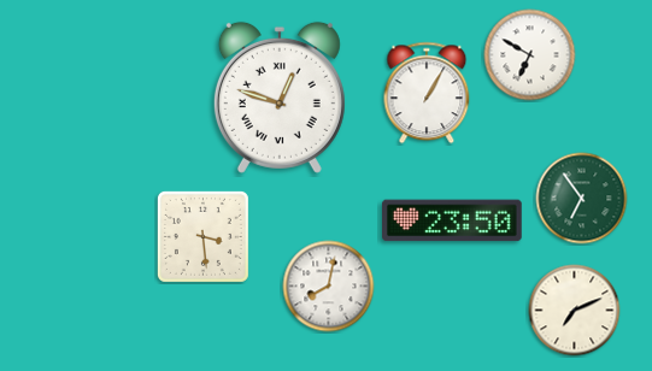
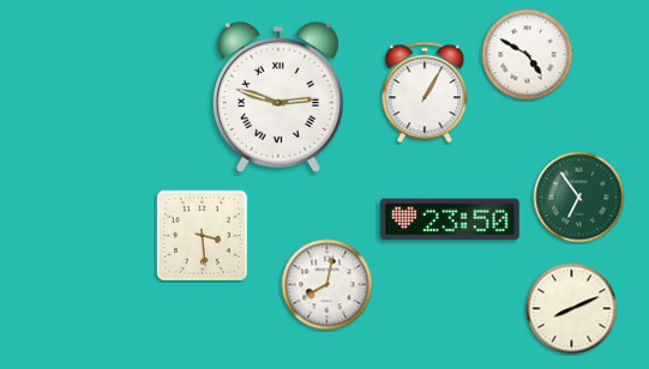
clock at (530, 55): 6:50 -> 4:50
clock at (280, 98): 12:48 -> 2:48
clock at (575, 311): 7:11 -> 8:11
